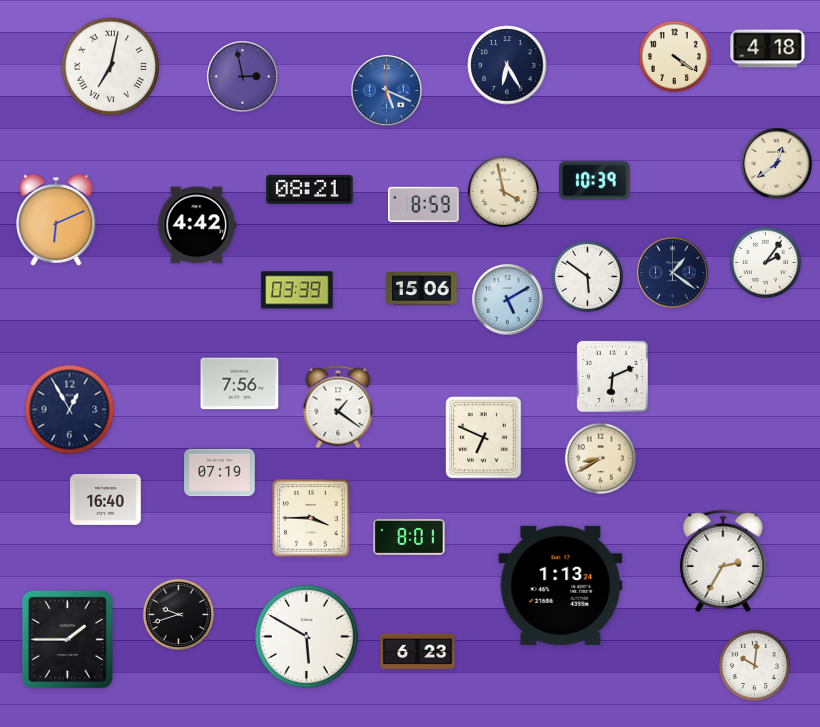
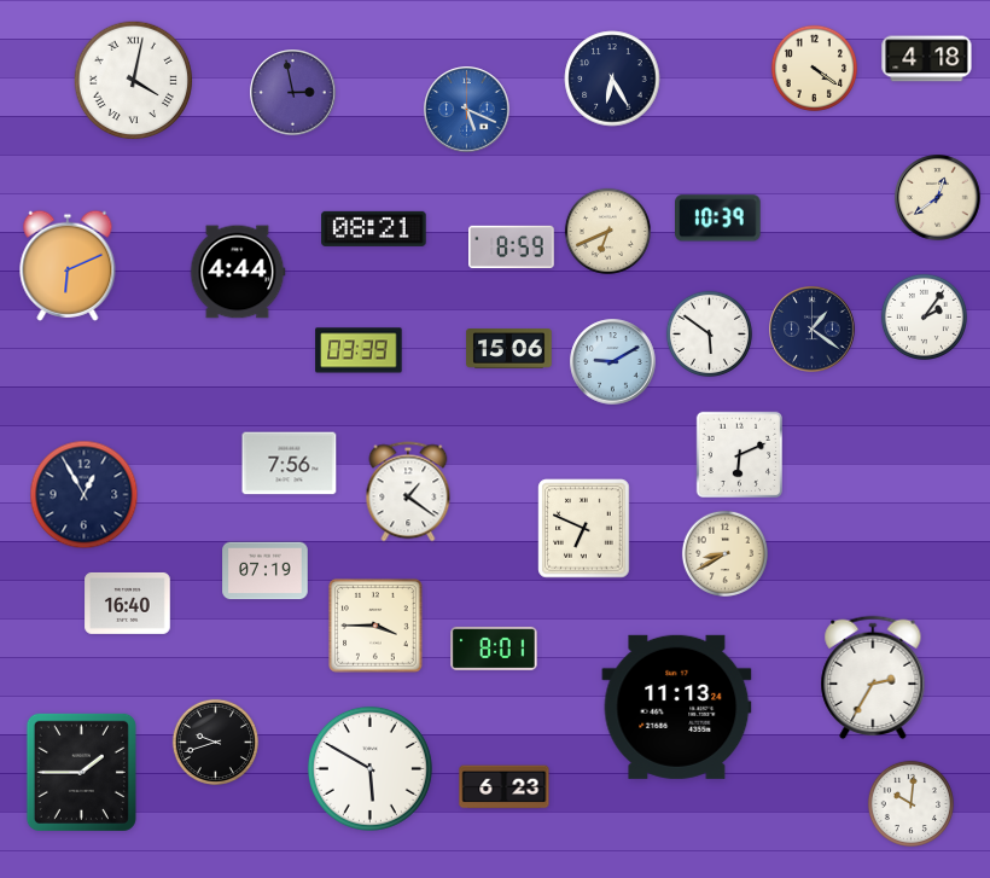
clock at (111, 67): 7:02 -> 4:02
clock at (503, 191): 3:58 -> 6:41
clock at (197, 225): 4:42 -> 4:44
clock at (508, 300): 5:10 -> 9:10
clock at (561, 585): 1:13 -> 11:13
